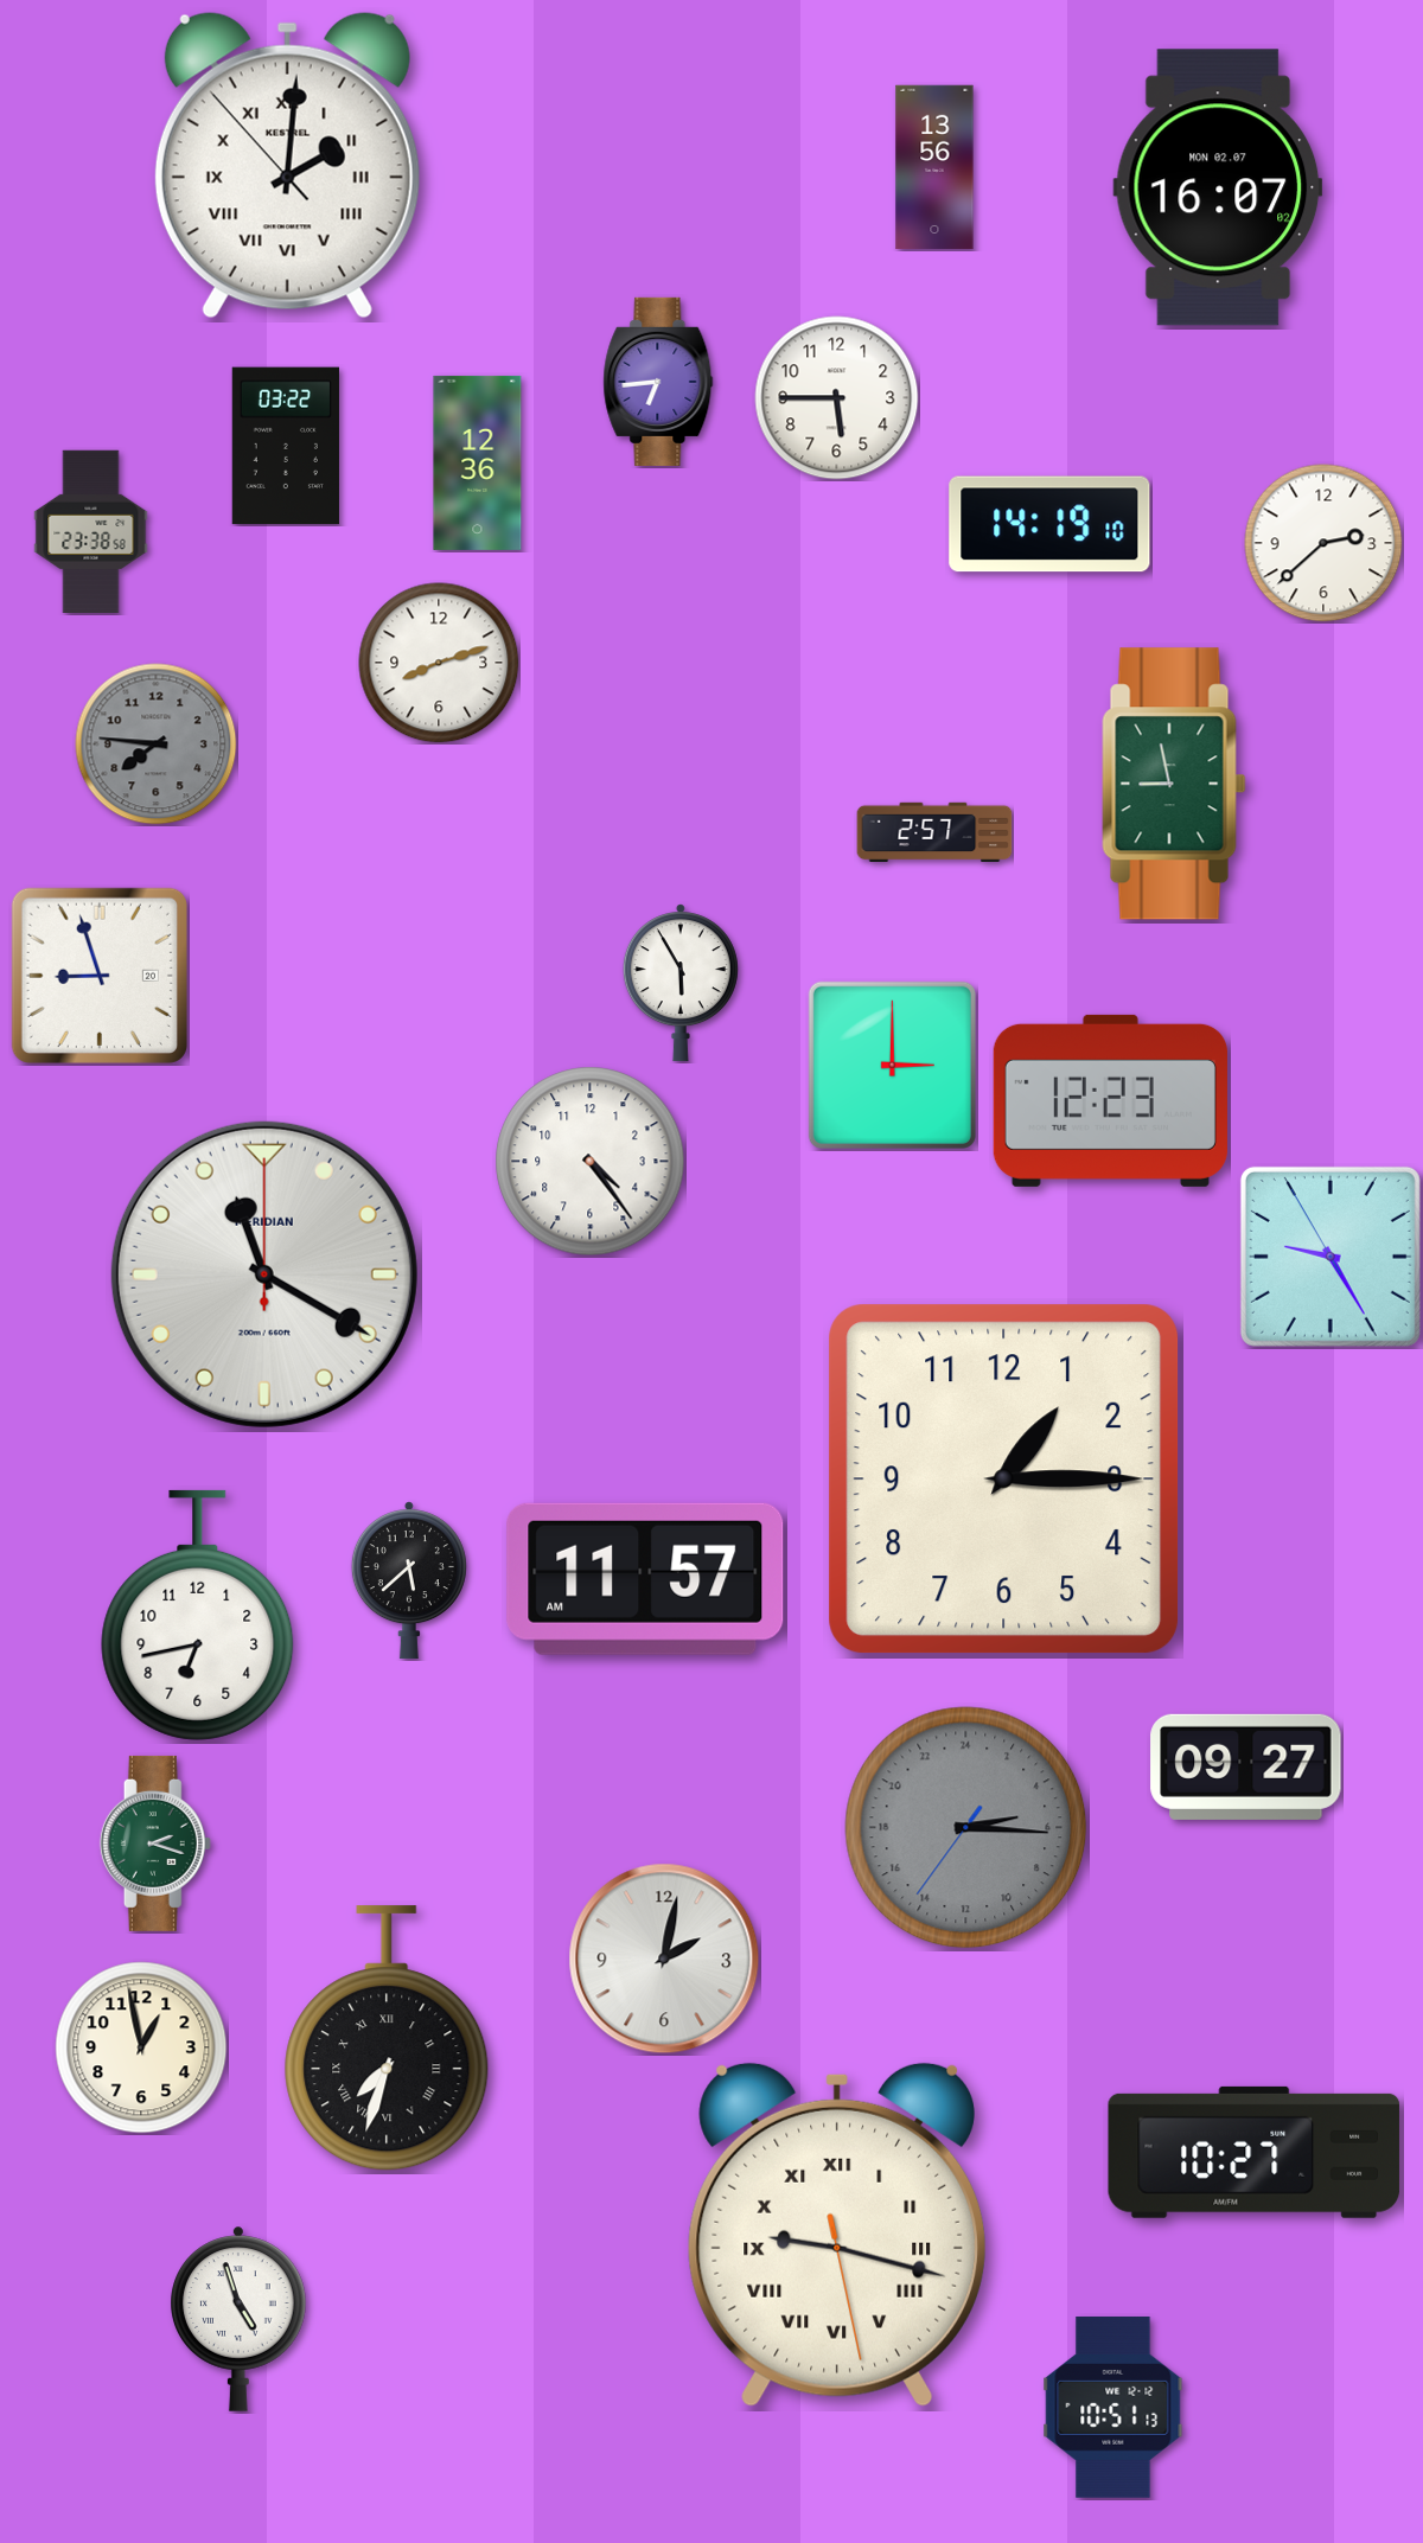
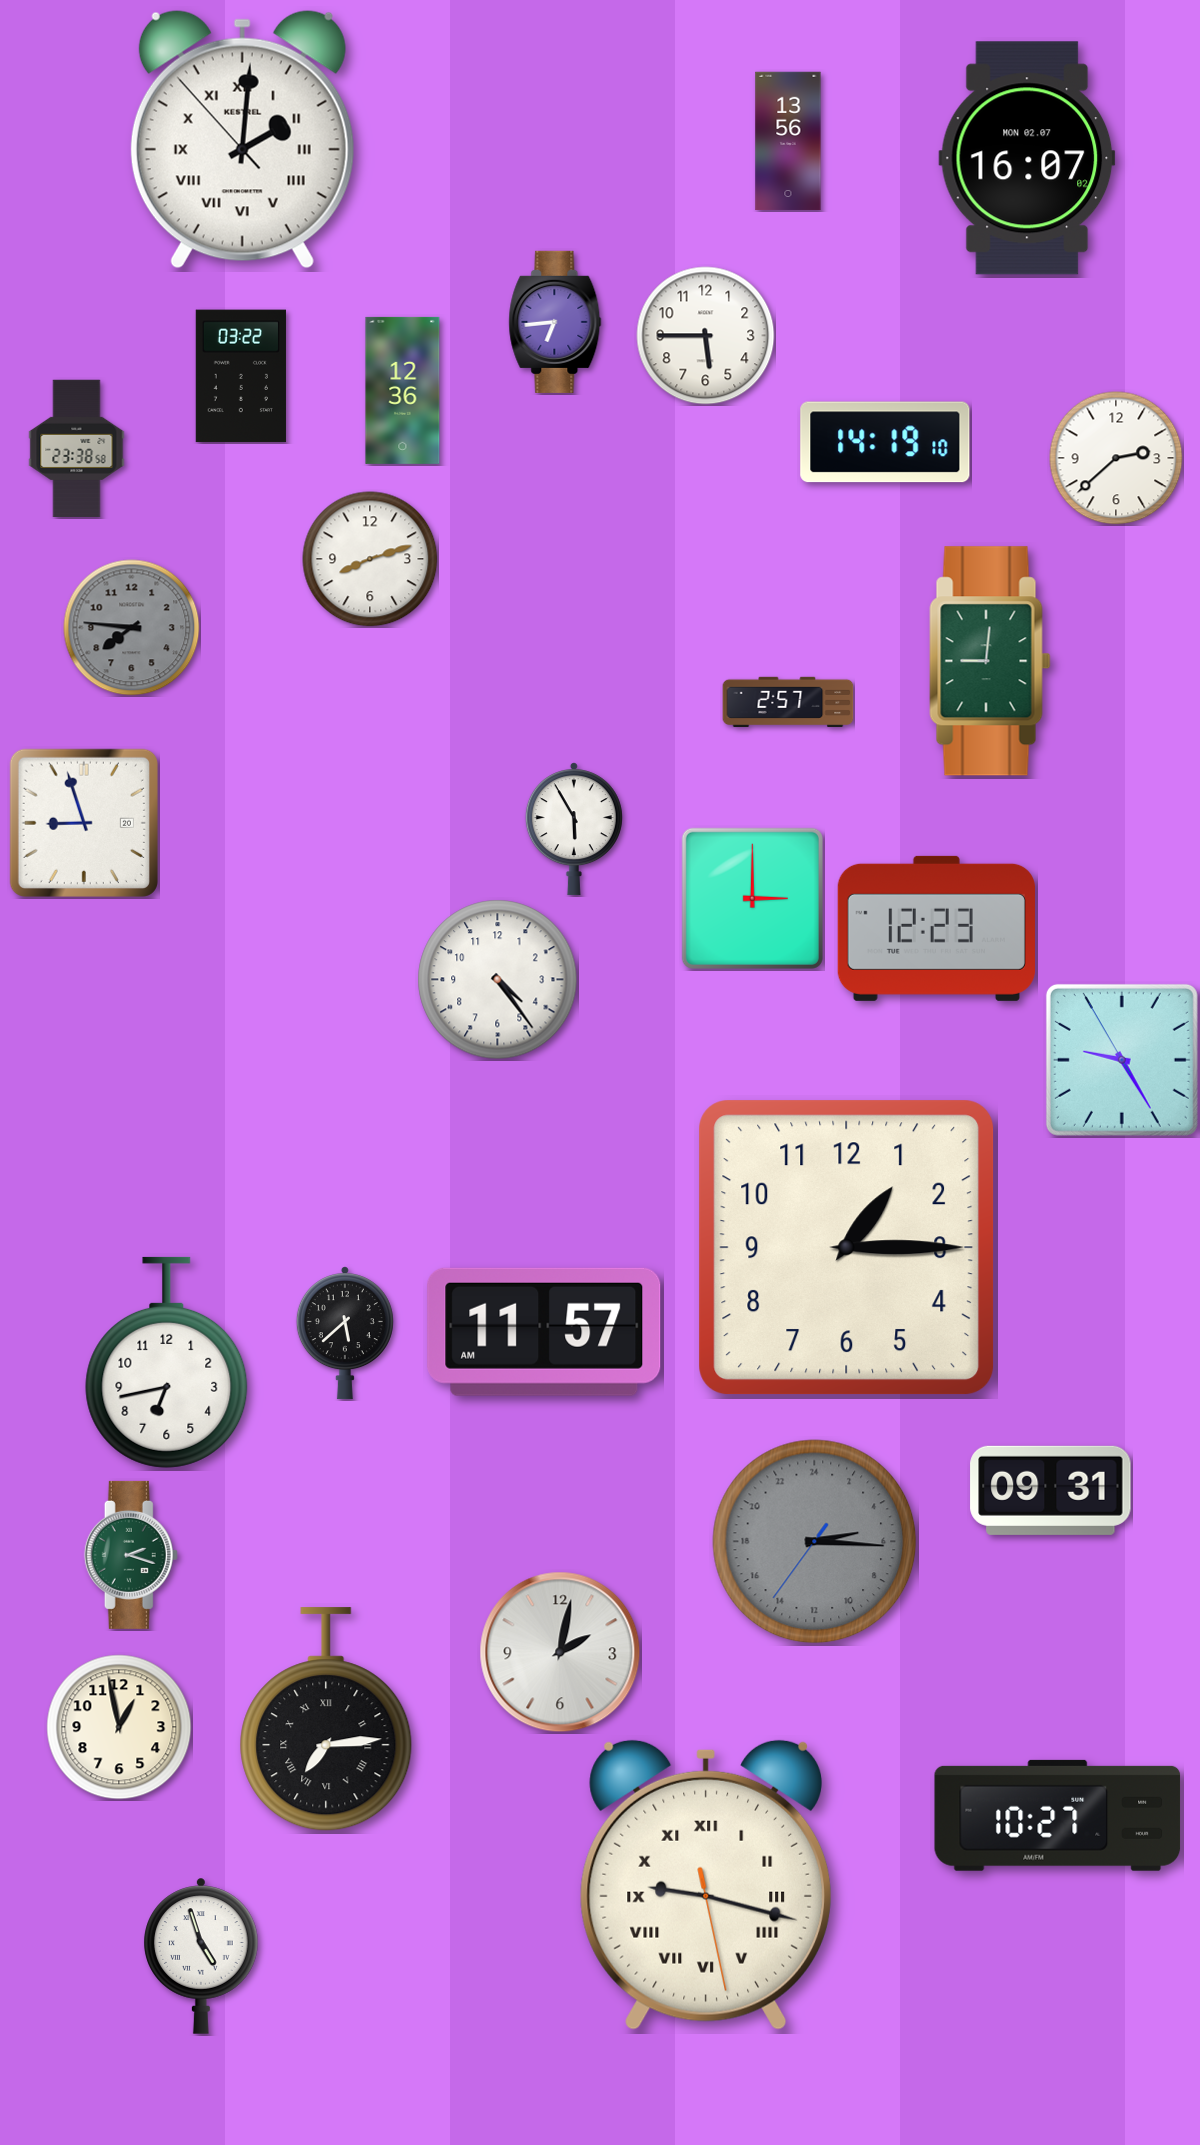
clock at (1174, 784): 8:58 -> 9:01
clock at (264, 1274): 11:20 -> none
clock at (1246, 1766): 09:27 -> 09:31
clock at (387, 2039): 7:33 -> 7:14
clock at (1113, 2407): 10:51 -> none
